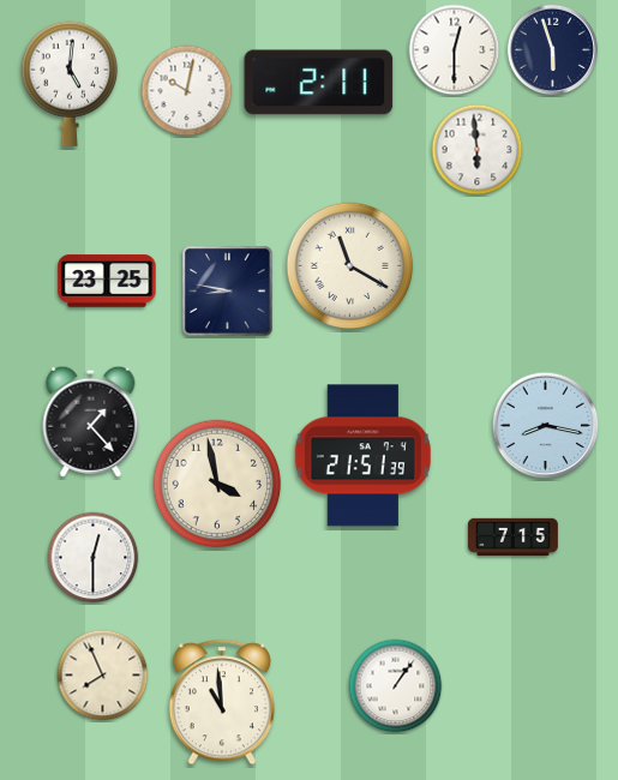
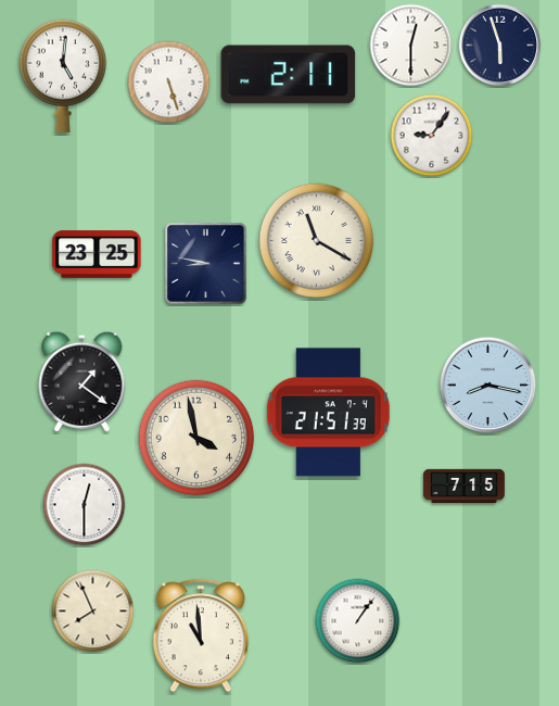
clock at (187, 91): 10:02 -> 5:27
clock at (478, 150): 5:59 -> 9:06
clock at (91, 421): 1:23 -> 1:21
clock at (546, 426) position: (546, 426) -> (488, 386)
